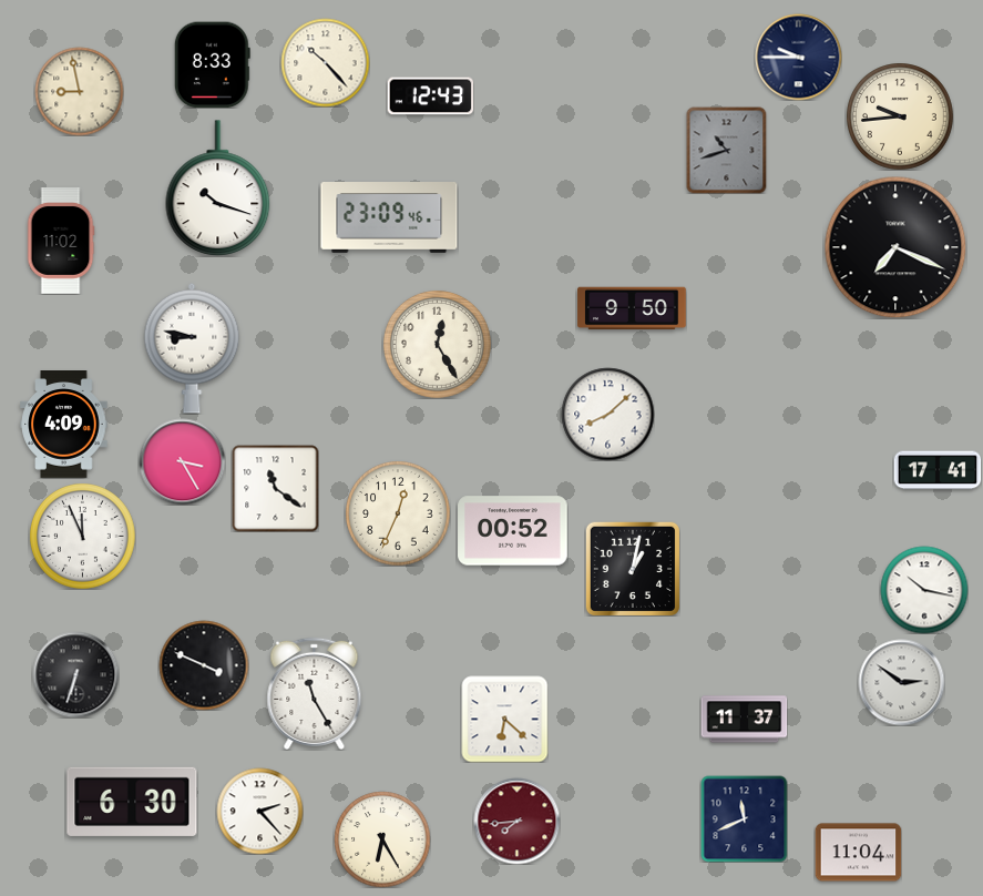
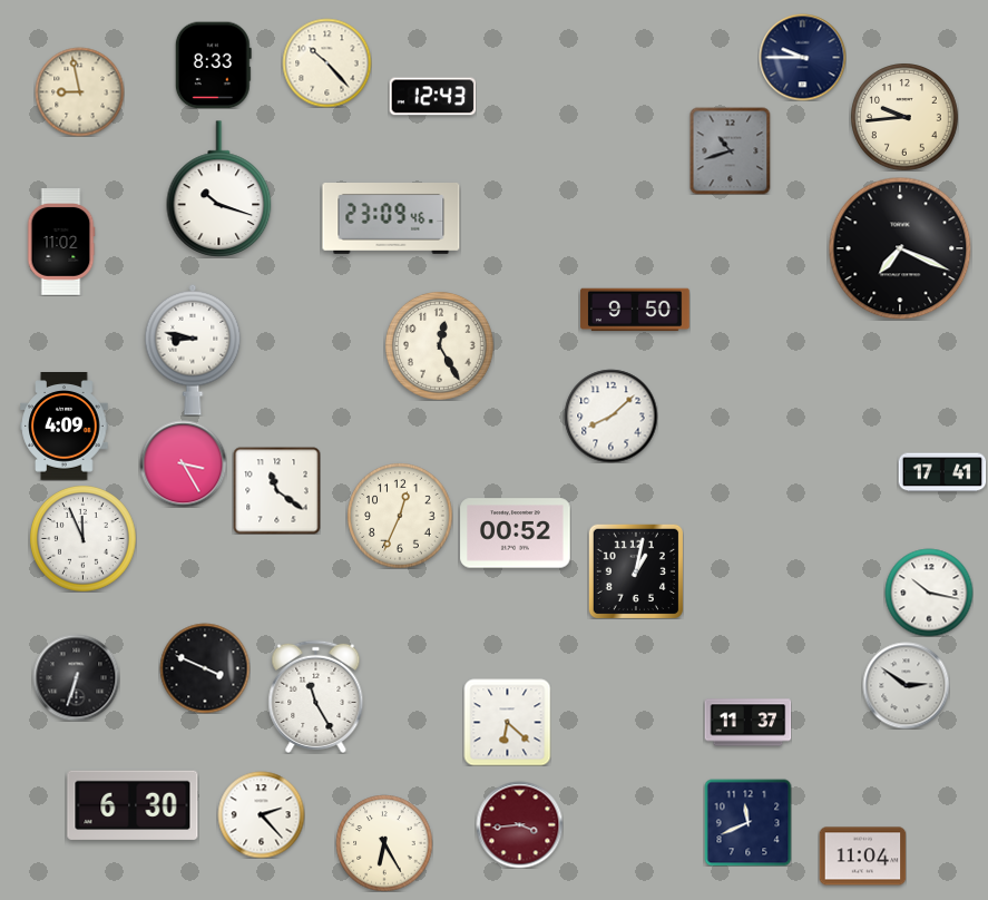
clock at (516, 821): 7:44 -> 3:44
